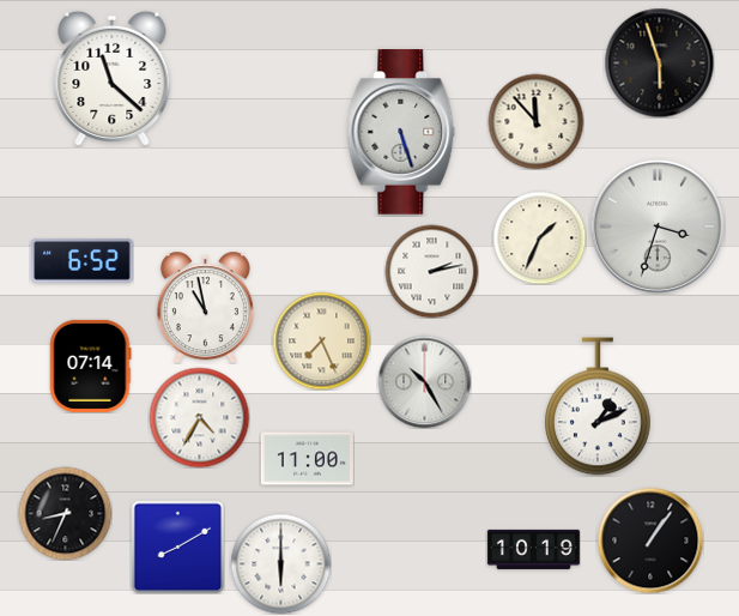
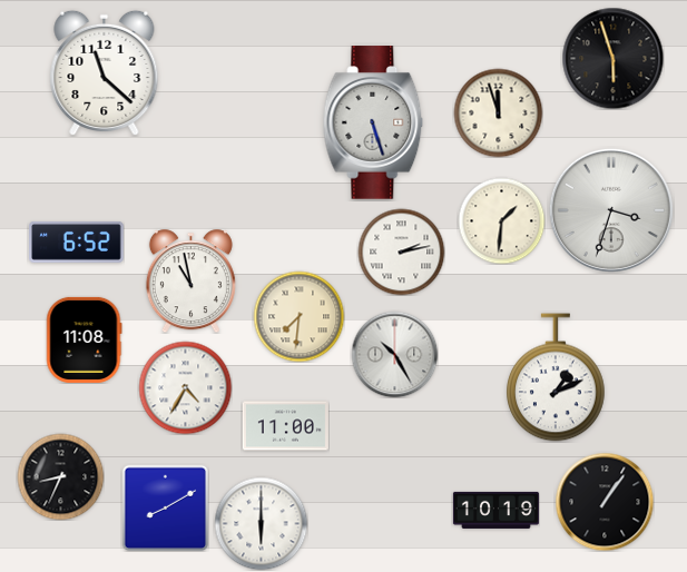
clock at (535, 121): 11:53 -> 11:57
clock at (539, 237): 1:34 -> 1:31
clock at (205, 307) position: (205, 307) -> (190, 280)
clock at (321, 340): 7:26 -> 7:31
clock at (91, 366): 07:14 -> 11:08
